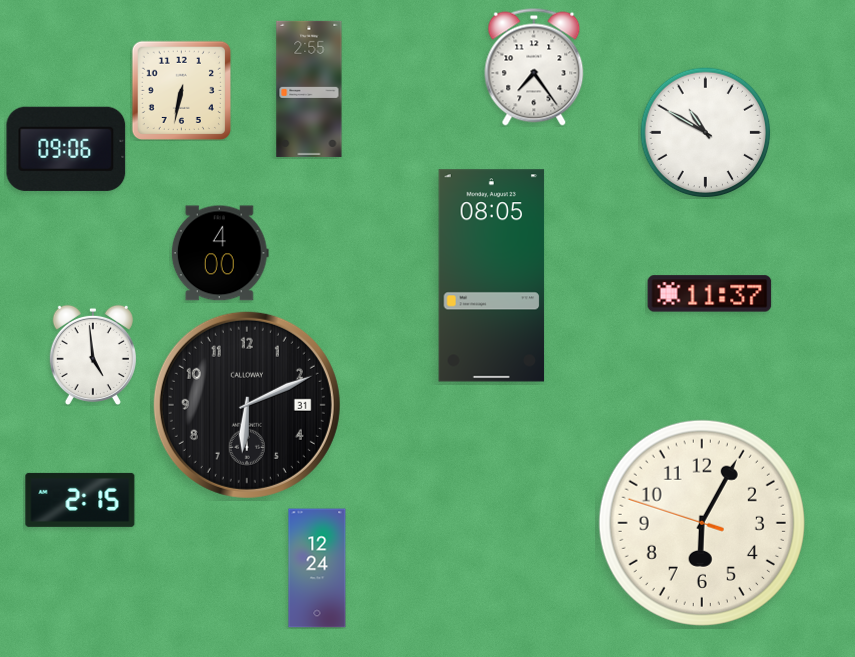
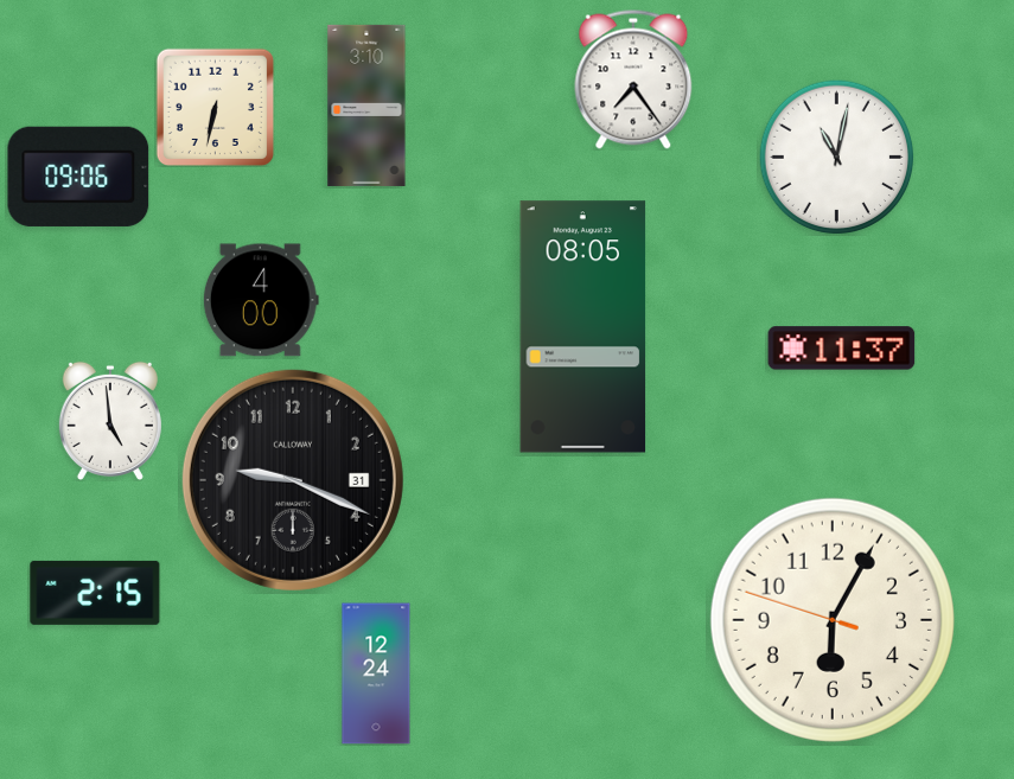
clock at (309, 89): 2:55 -> 3:10
clock at (706, 133): 10:50 -> 11:02
clock at (247, 405): 6:11 -> 9:19
